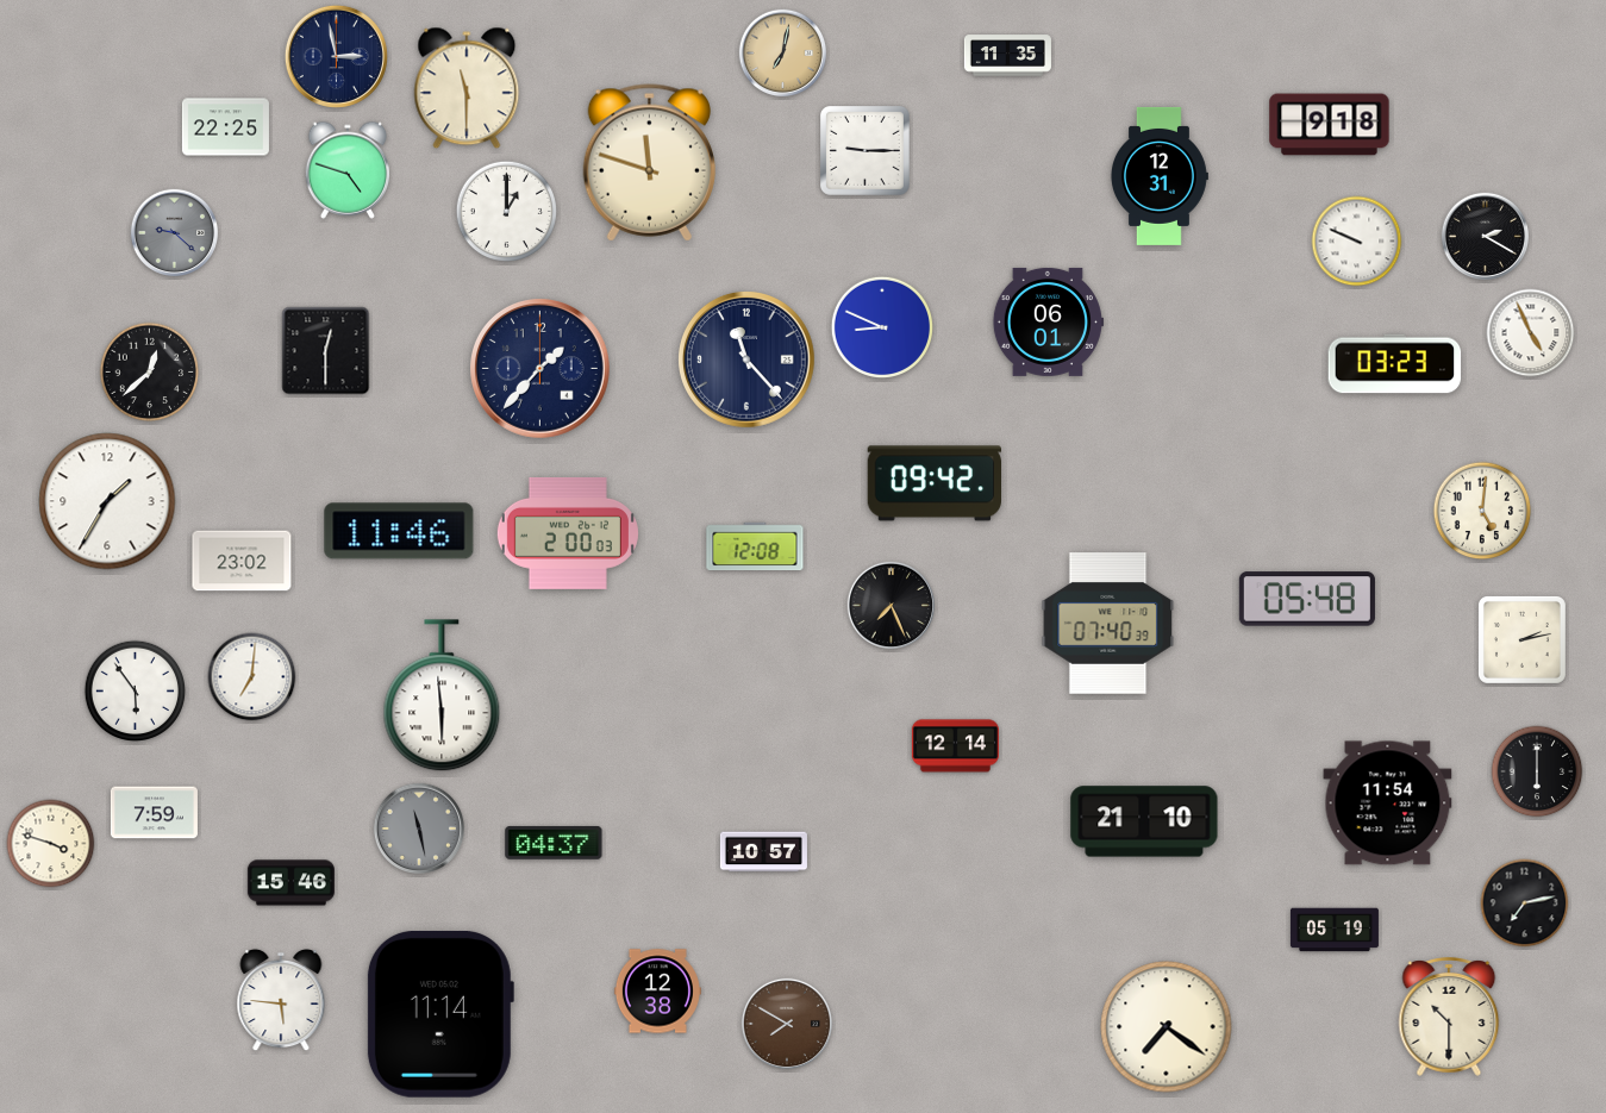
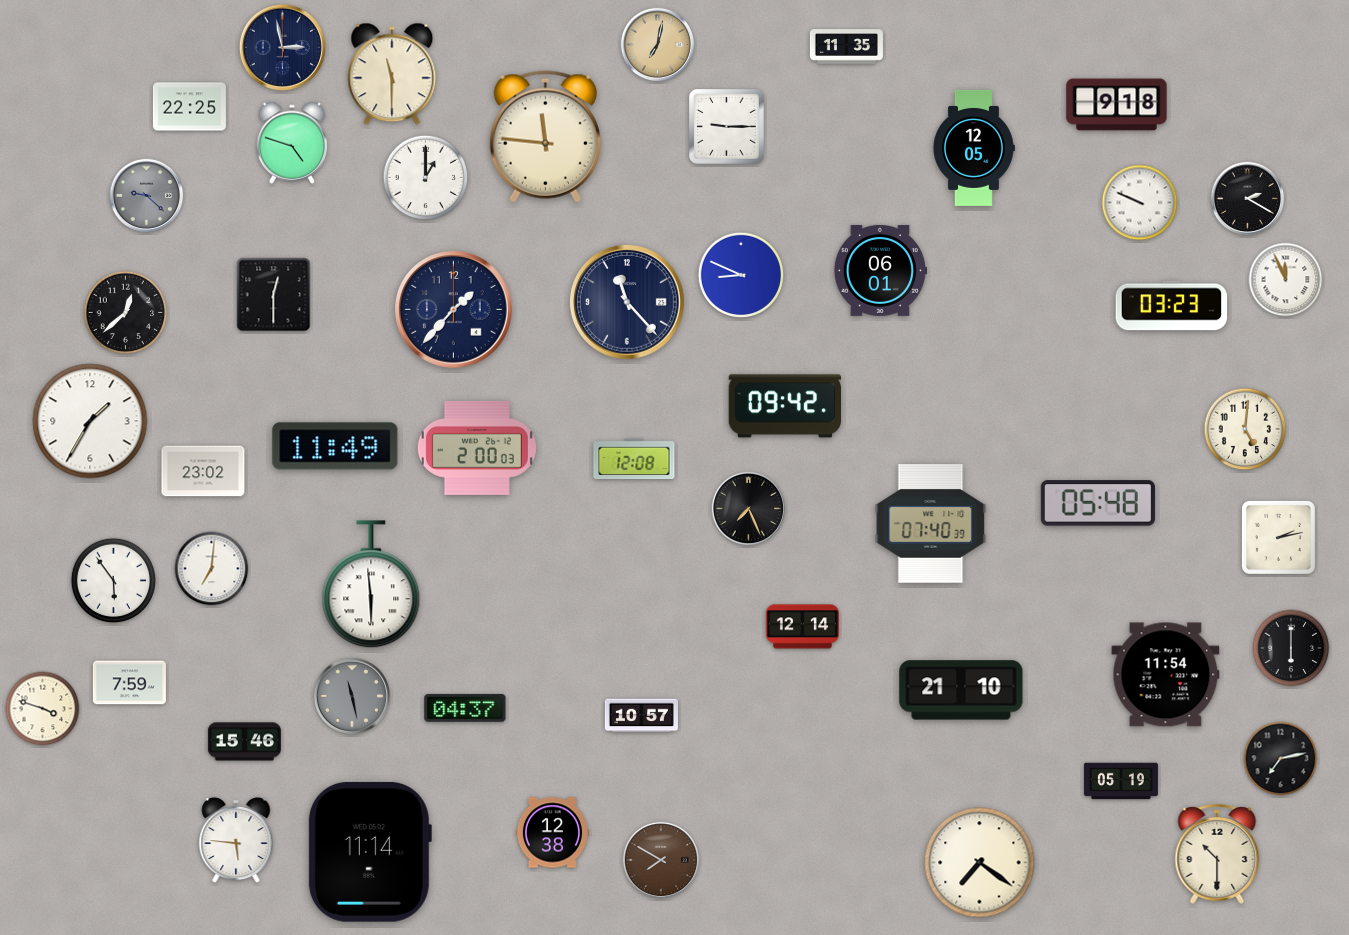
clock at (649, 163): 11:48 -> 11:46
clock at (1158, 176): 12:31 -> 12:05
clock at (1531, 333): 4:56 -> 11:56
clock at (399, 531): 11:46 -> 11:49
